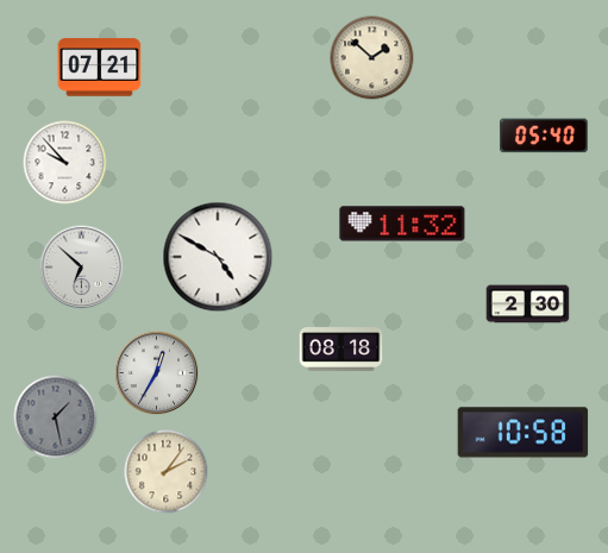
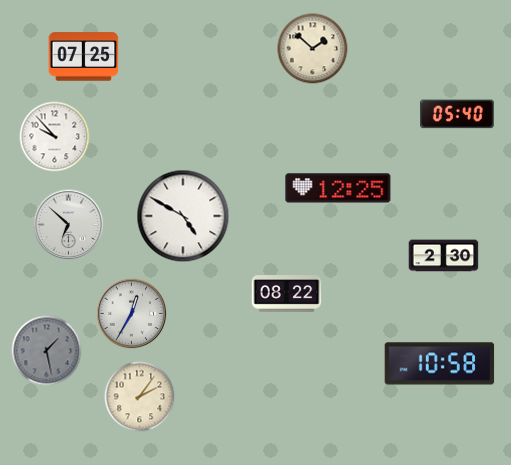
clock at (100, 68): 07:21 -> 07:25
clock at (402, 224): 11:32 -> 12:25
clock at (341, 350): 08:18 -> 08:22
